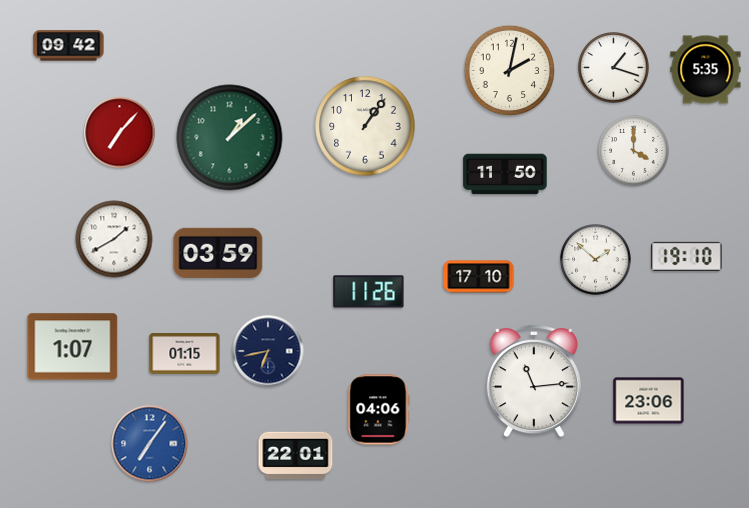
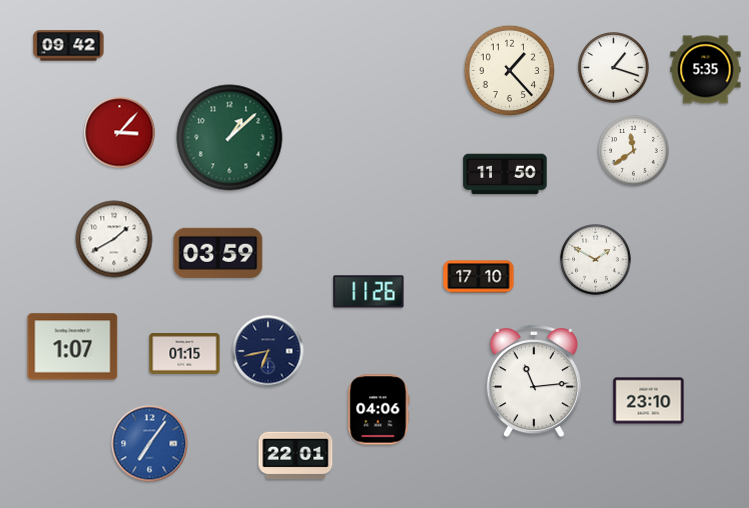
clock at (510, 71): 2:02 -> 1:23
clock at (365, 126): 1:06 -> none
clock at (120, 133): 7:07 -> 3:07
clock at (634, 151): 4:00 -> 11:39
clock at (687, 256): 19:10 -> none
clock at (596, 260): 1:52 -> 1:50
clock at (649, 401): 23:06 -> 23:10
